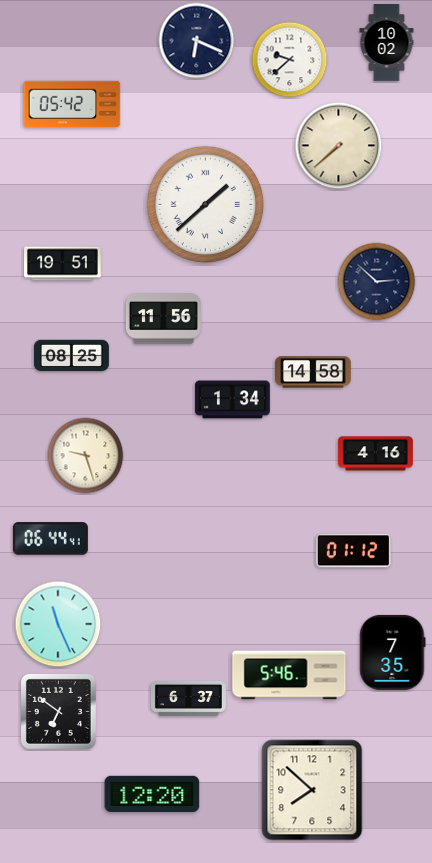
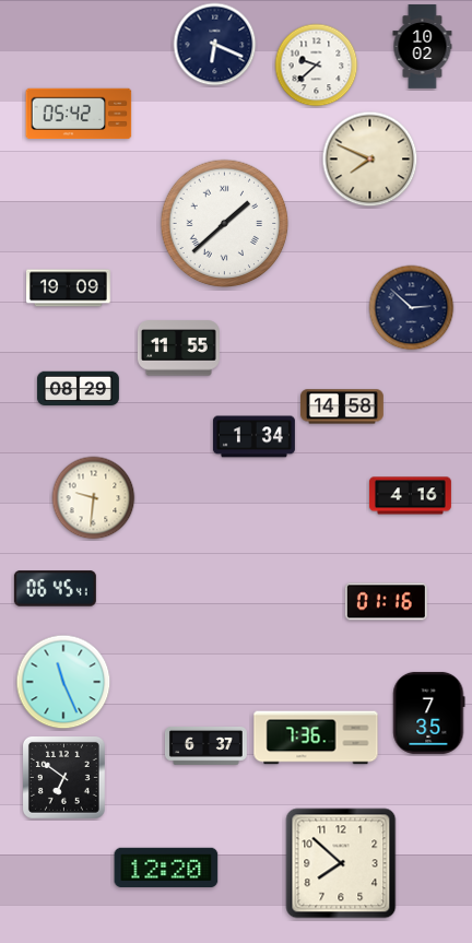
clock at (339, 146): 7:38 -> 7:49
clock at (63, 264): 19:51 -> 19:09
clock at (163, 319): 11:56 -> 11:55
clock at (71, 356): 08:25 -> 08:29
clock at (86, 456): 9:27 -> 9:31
clock at (50, 539): 06:44 -> 06:45
clock at (353, 551): 01:12 -> 01:16
clock at (289, 675): 5:46 -> 7:36
clock at (188, 699) position: (188, 699) -> (205, 746)
